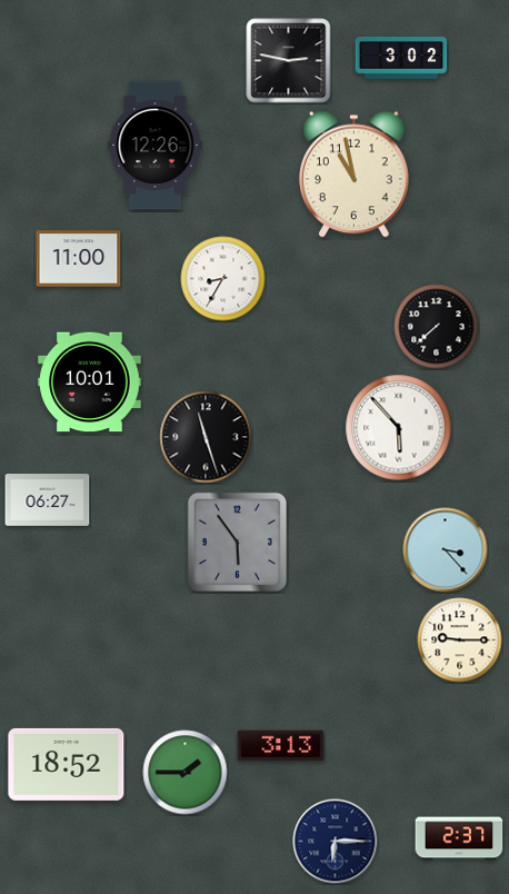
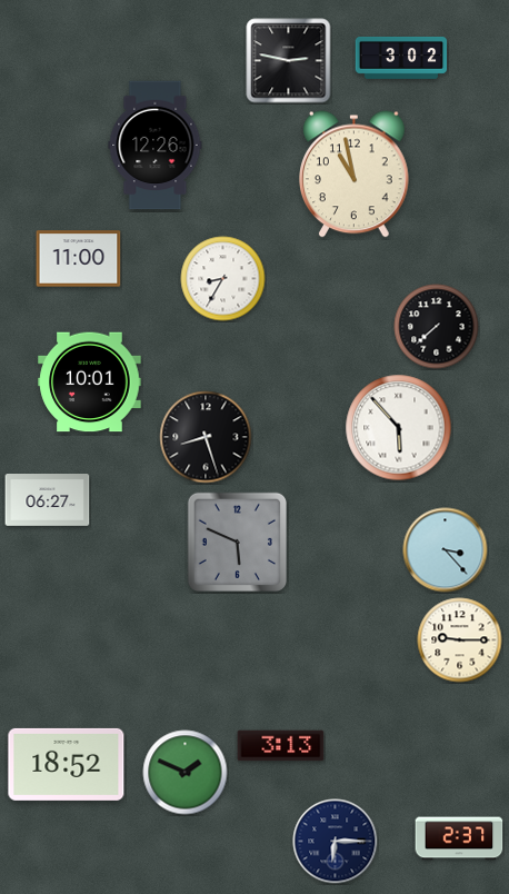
clock at (206, 437): 11:27 -> 8:27
clock at (237, 542): 5:54 -> 5:49
clock at (186, 773): 1:45 -> 1:49
